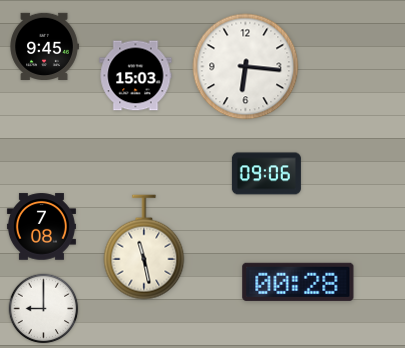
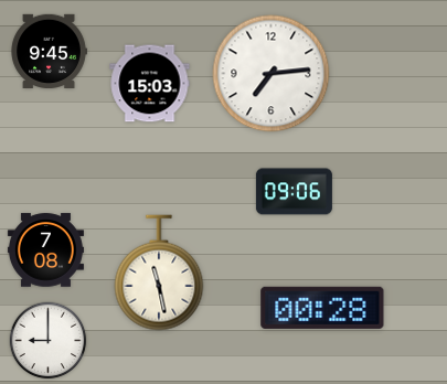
clock at (246, 67): 6:16 -> 7:14
clock at (298, 282) position: (298, 282) -> (322, 308)
